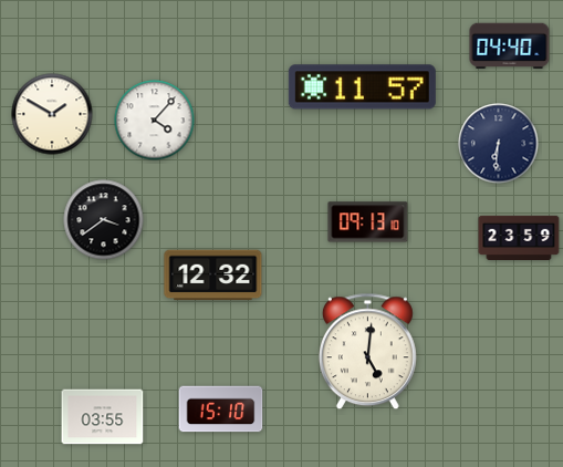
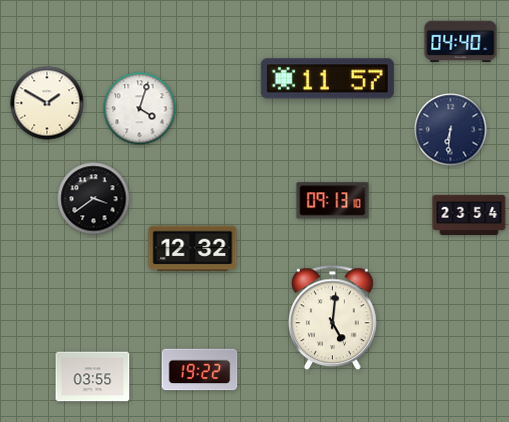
clock at (155, 121): 4:07 -> 4:03
clock at (519, 237): 23:59 -> 23:54
clock at (221, 409): 15:10 -> 19:22
